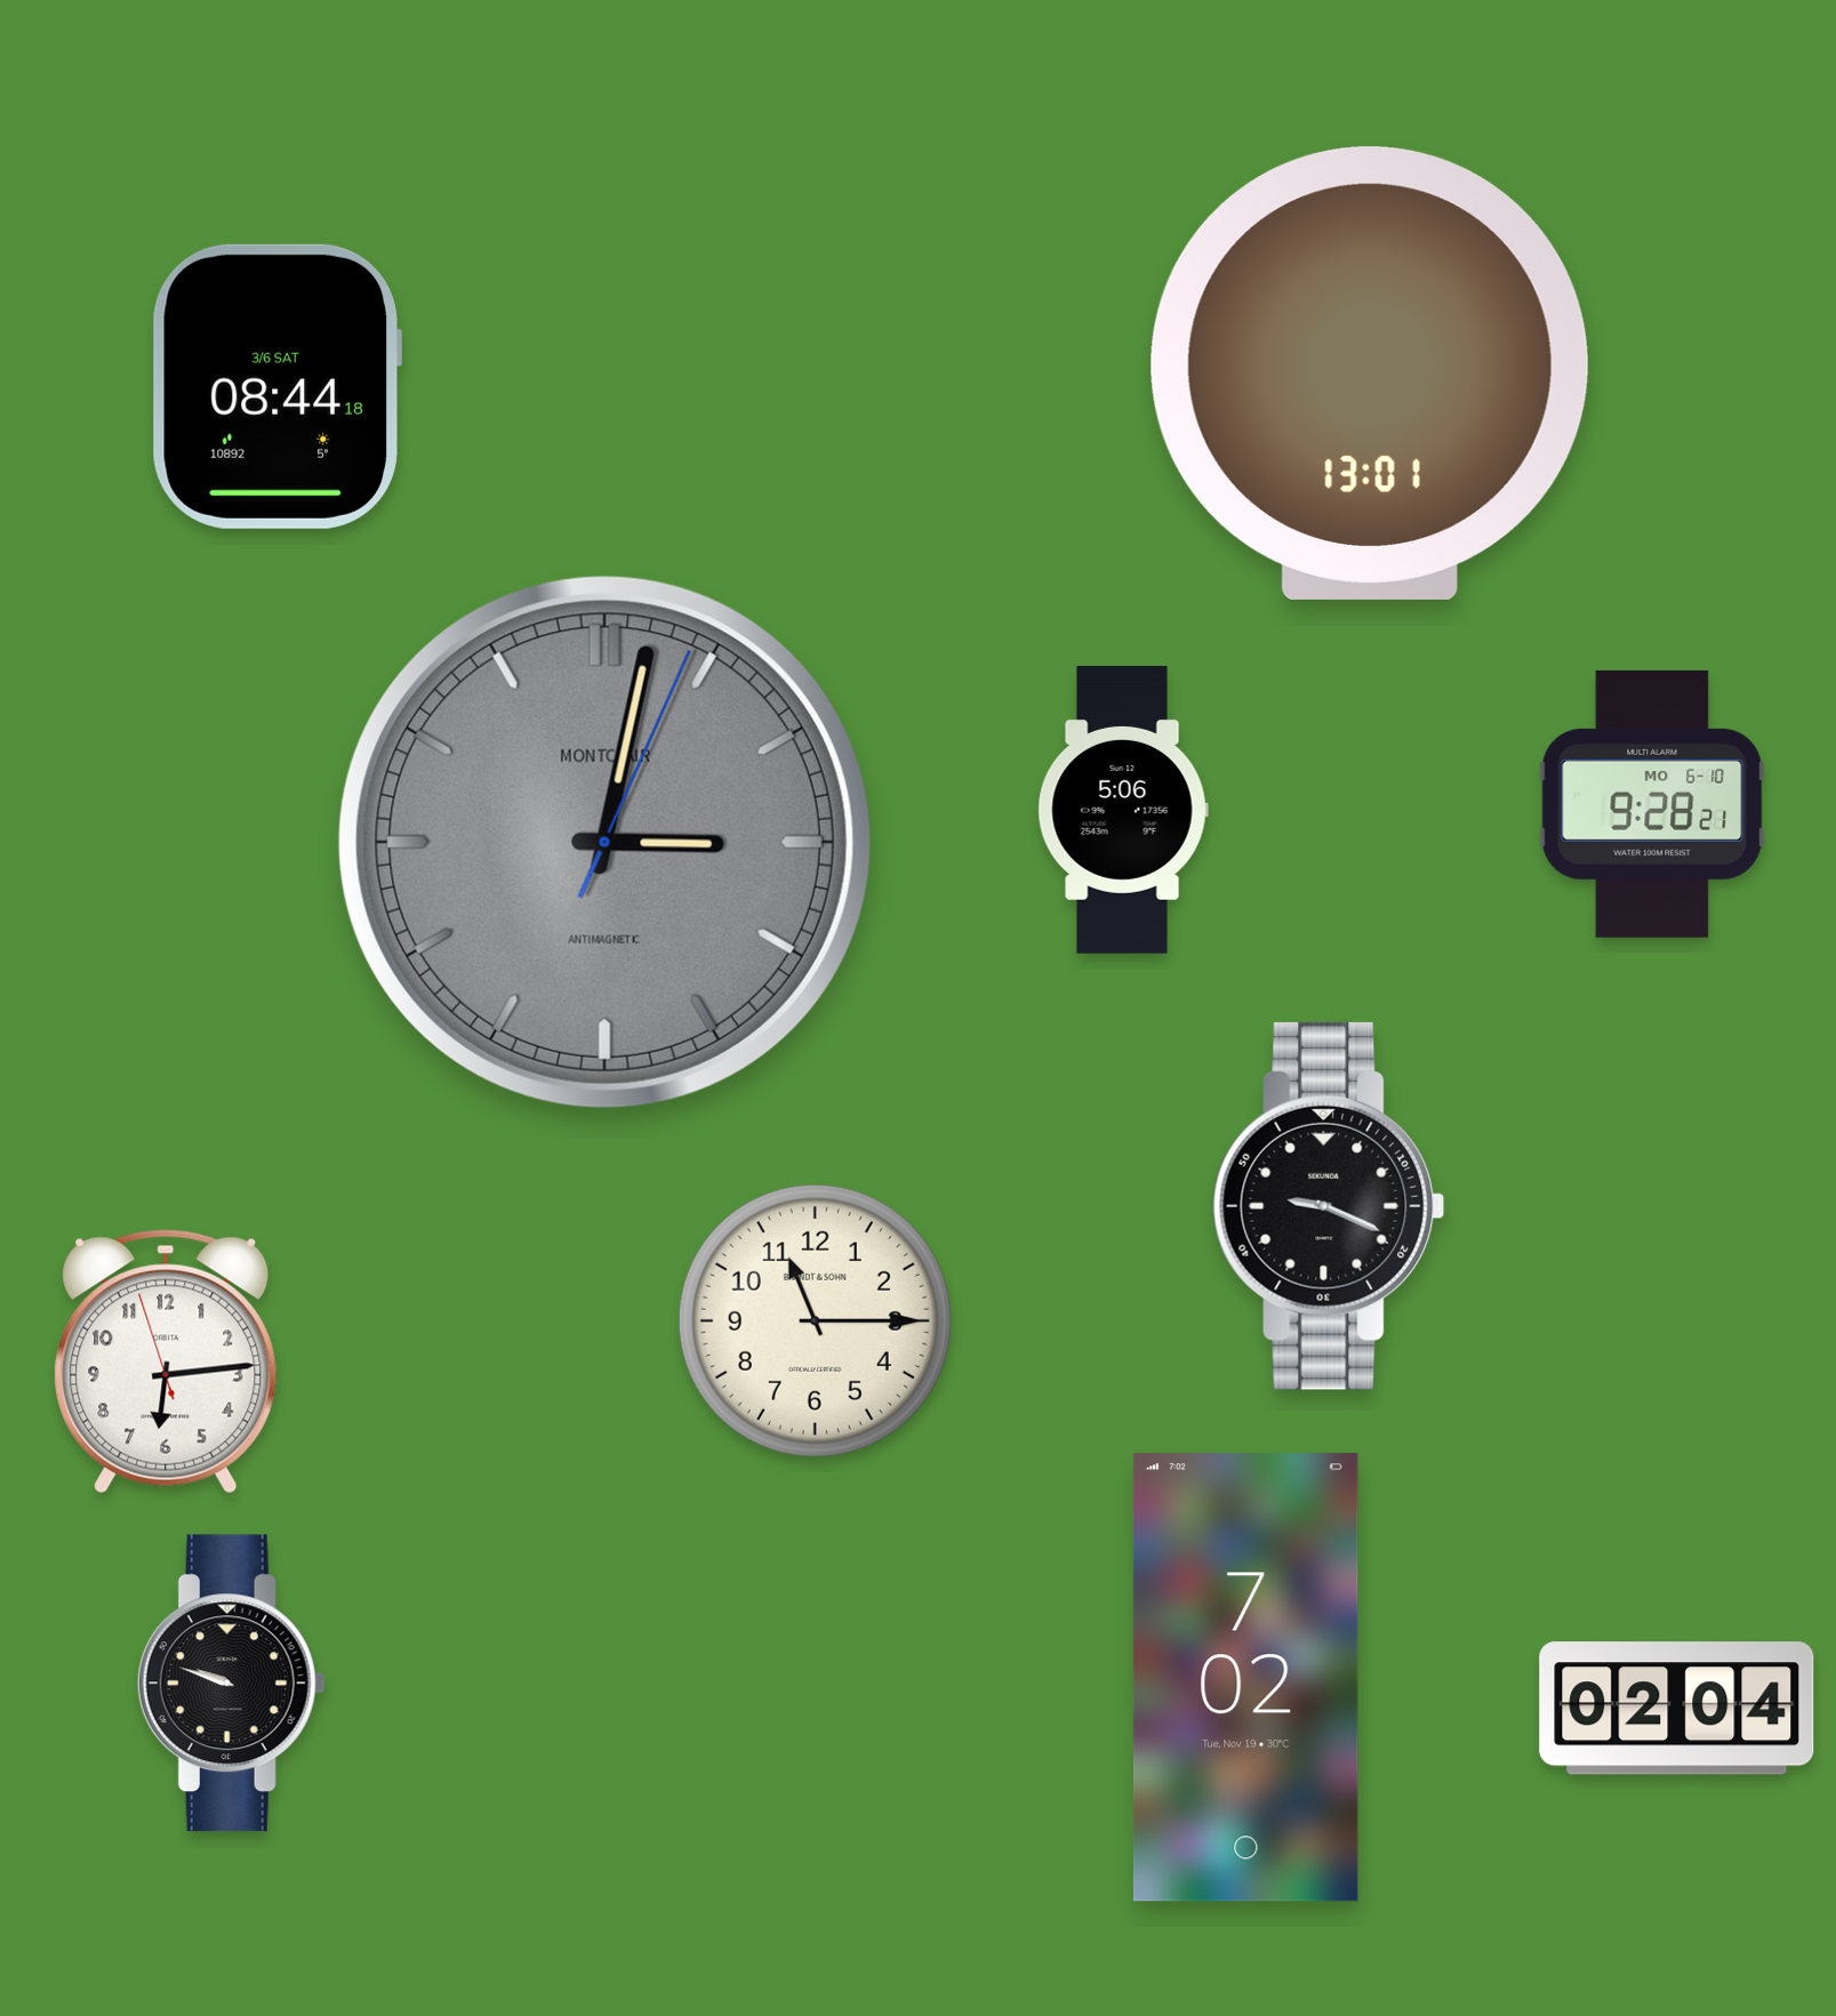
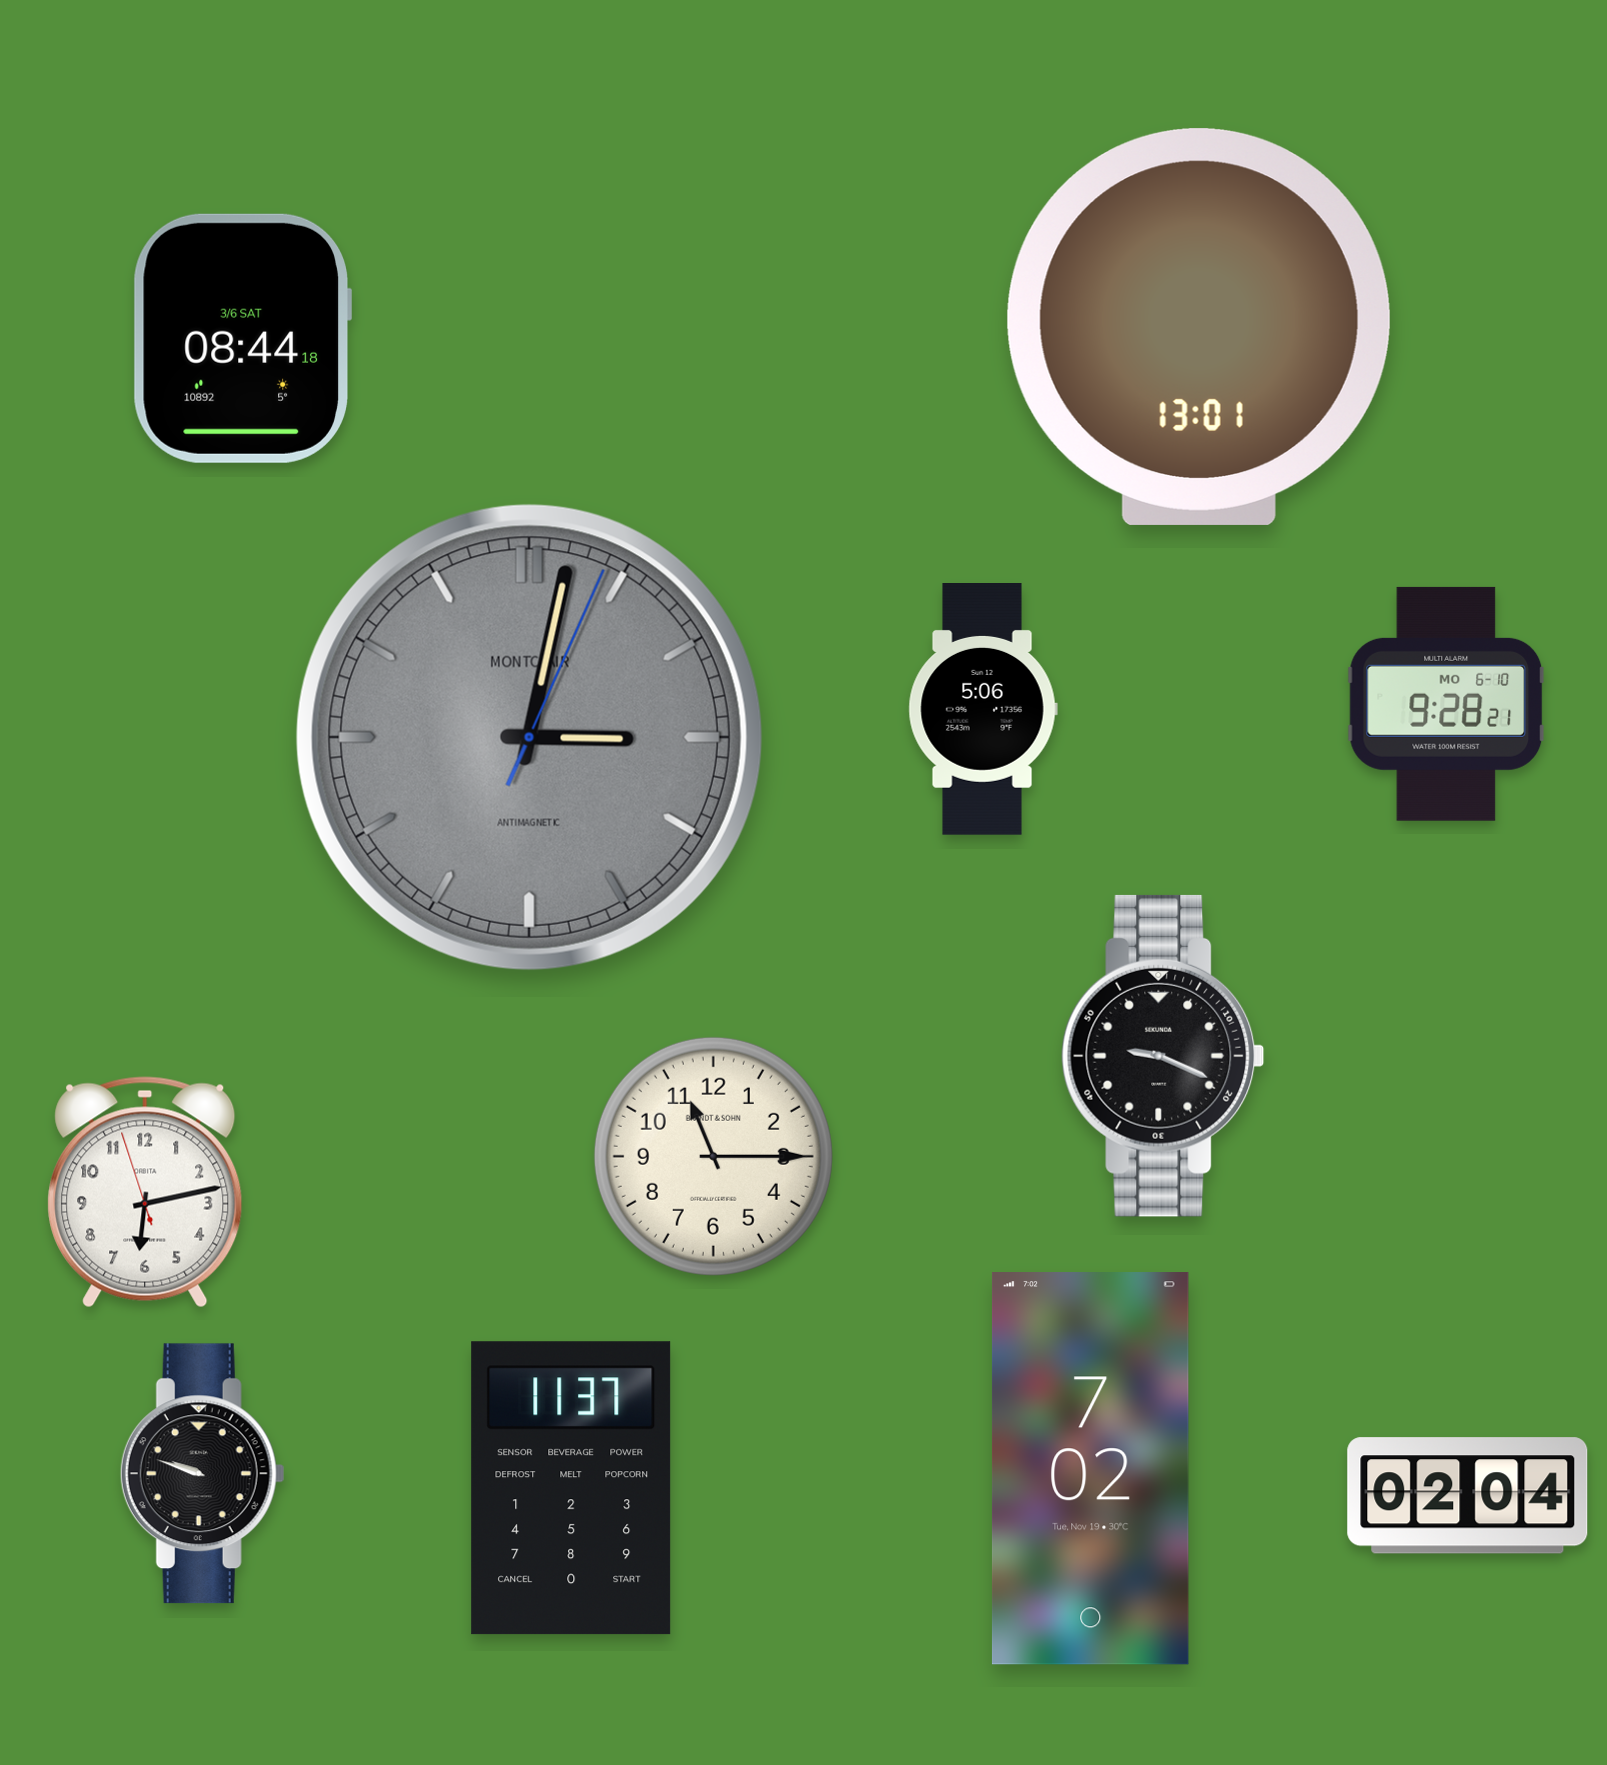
clock at (166, 1362): 6:13 -> 6:12
clock at (571, 1488): none -> 11:37
